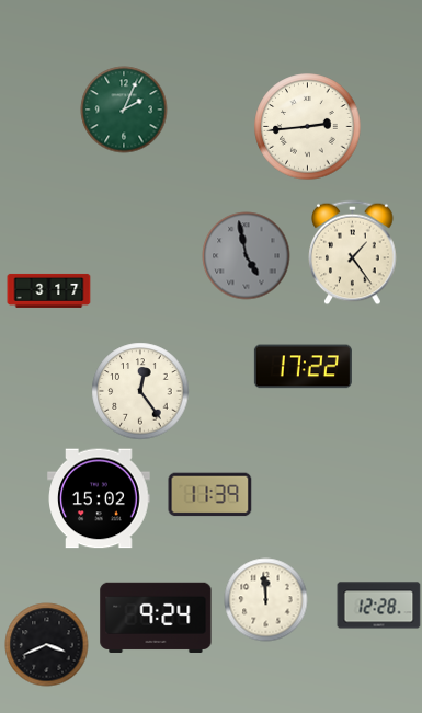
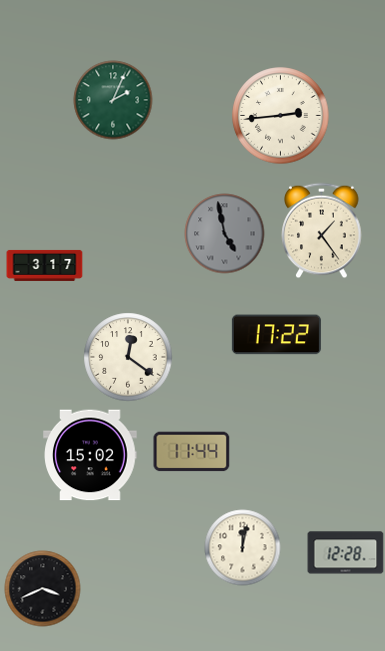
clock at (140, 391): 12:24 -> 12:21
clock at (210, 495): 11:39 -> 11:44
clock at (266, 600): 11:59 -> 12:02
clock at (156, 618): 9:24 -> none
